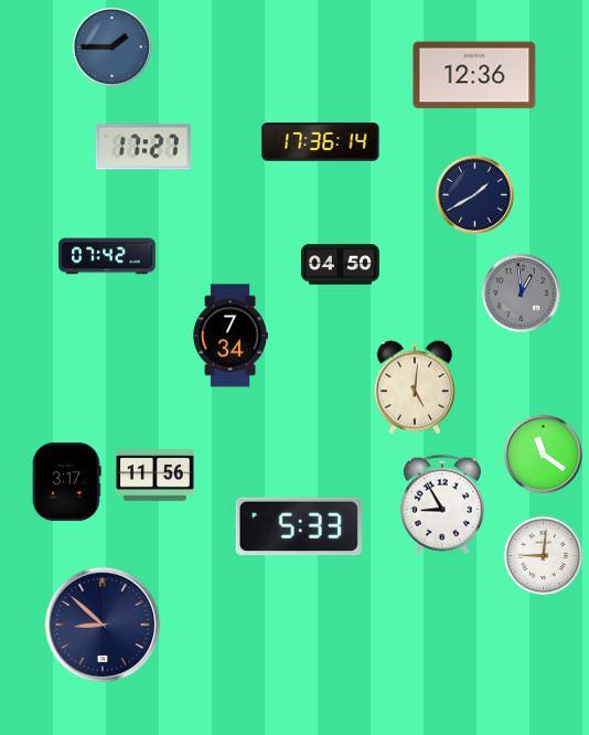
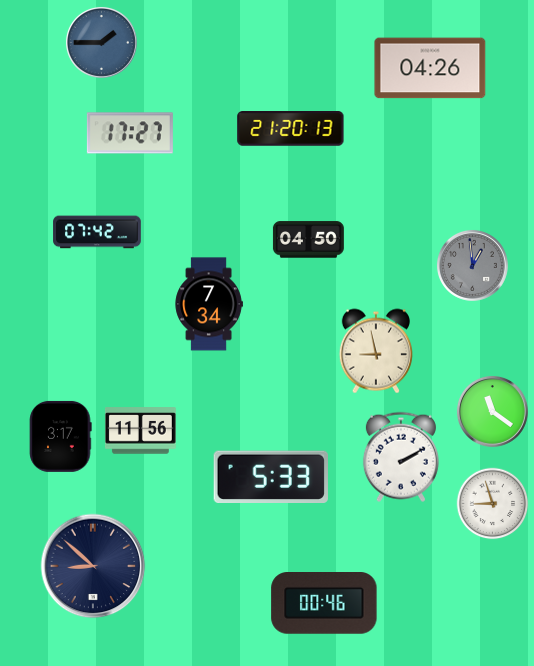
clock at (474, 75): 12:36 -> 04:26
clock at (321, 142): 17:36 -> 21:20
clock at (474, 194): 1:40 -> none
clock at (415, 387): 5:01 -> 8:58
clock at (442, 504): 8:55 -> 2:10
clock at (544, 556): 9:01 -> 8:57
clock at (324, 604): none -> 00:46
